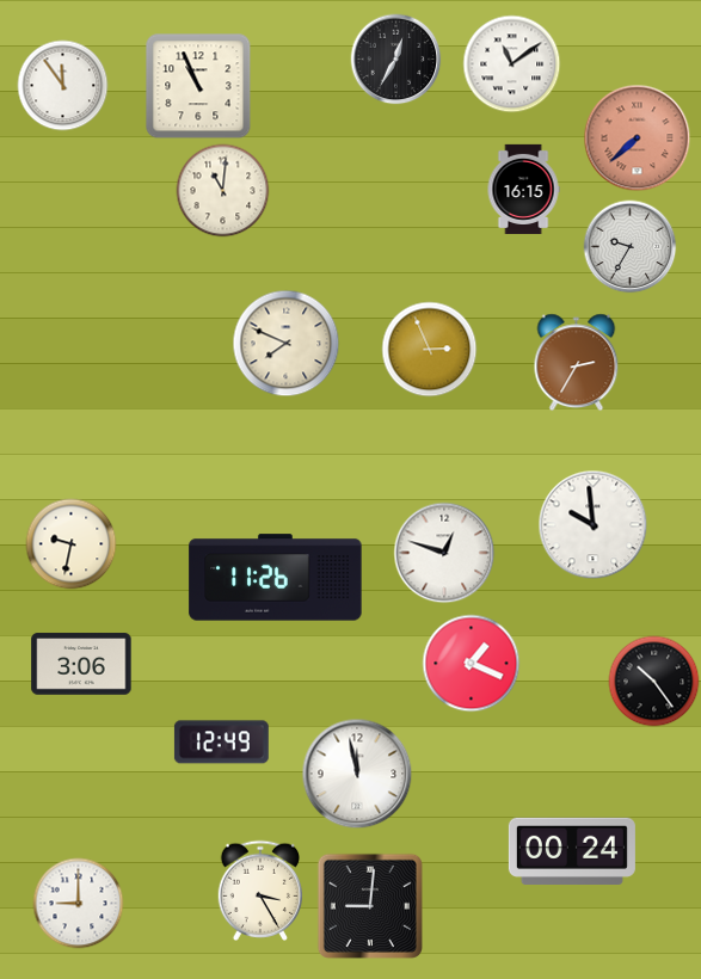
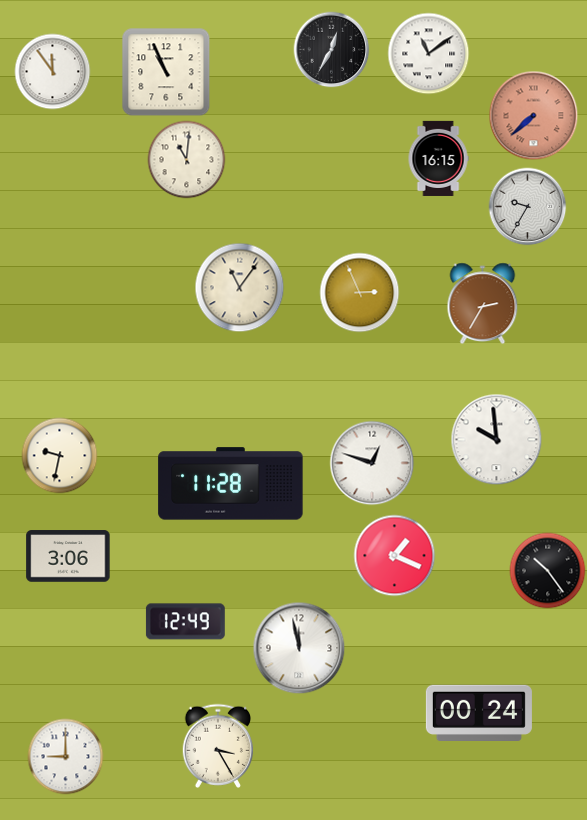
clock at (287, 344): 7:49 -> 11:06
clock at (276, 578): 11:26 -> 11:28
clock at (370, 906): 9:01 -> none
